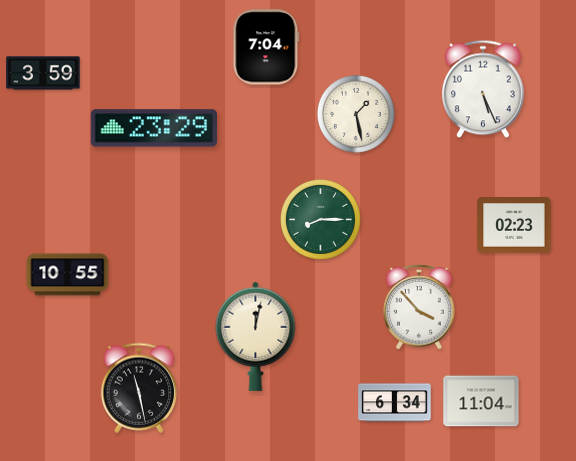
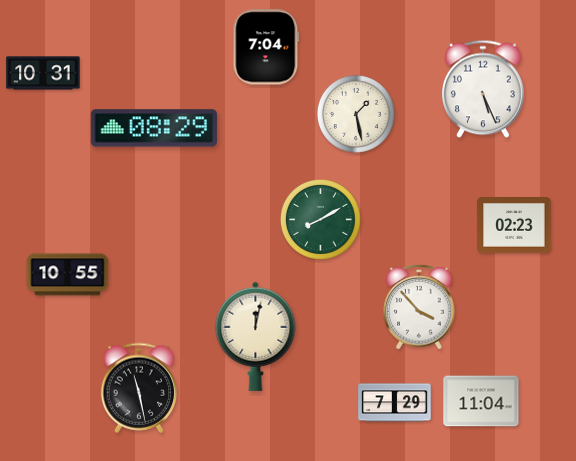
clock at (43, 73): 3:59 -> 10:31
clock at (154, 128): 23:29 -> 08:29
clock at (321, 220): 8:15 -> 8:10
clock at (395, 403): 6:34 -> 7:29
